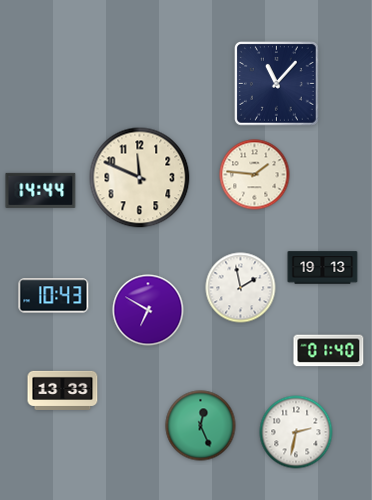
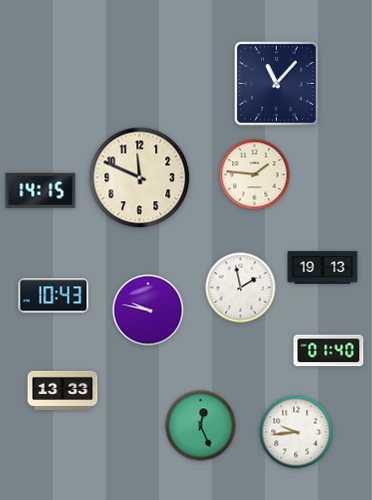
clock at (41, 190): 14:44 -> 14:15
clock at (148, 310): 6:50 -> 9:47
clock at (296, 432): 2:32 -> 9:44
